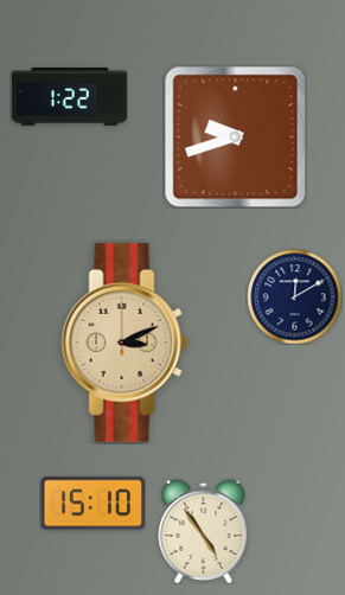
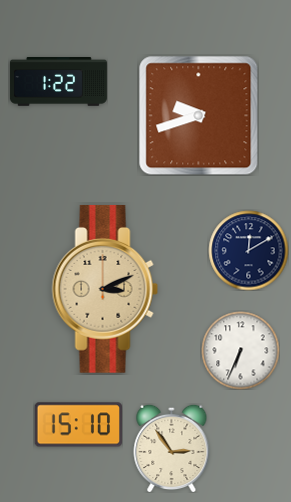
clock at (240, 350): none -> 6:34
clock at (204, 531): 4:54 -> 2:54
